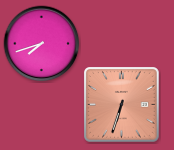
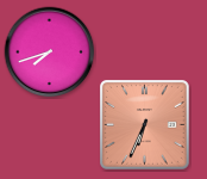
clock at (122, 105): 6:33 -> 6:34
